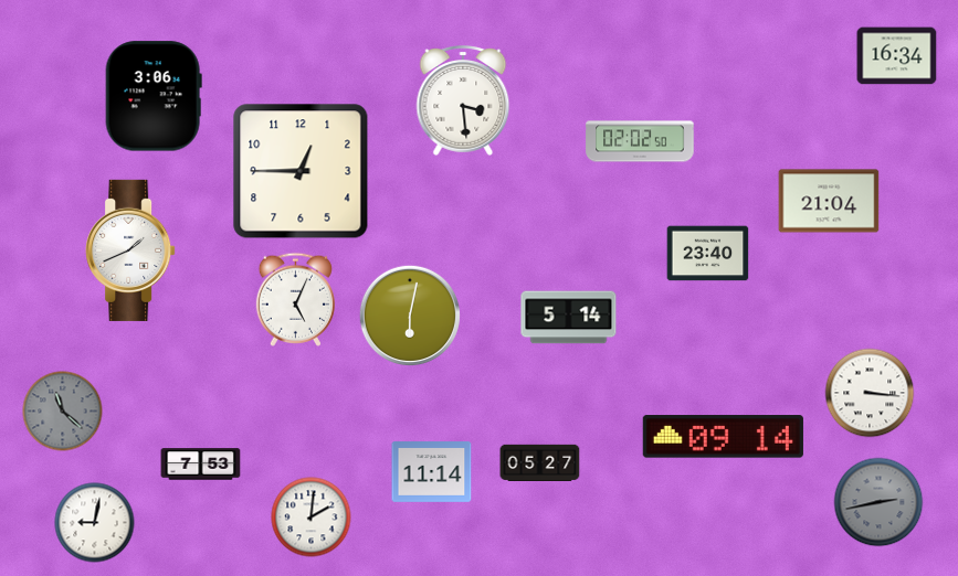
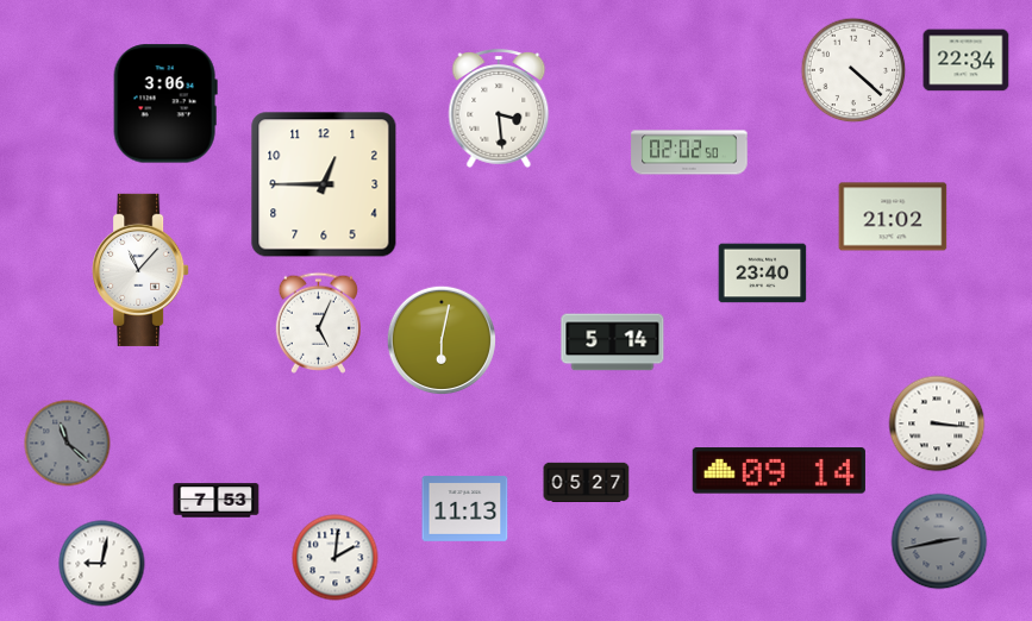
clock at (897, 56): 16:34 -> 22:34
clock at (853, 70): none -> 4:22
clock at (829, 201): 21:04 -> 21:02
clock at (130, 250): 1:41 -> 11:07
clock at (540, 462) position: (540, 462) -> (587, 482)
clock at (432, 472): 11:14 -> 11:13
clock at (878, 502) position: (878, 502) -> (939, 541)
